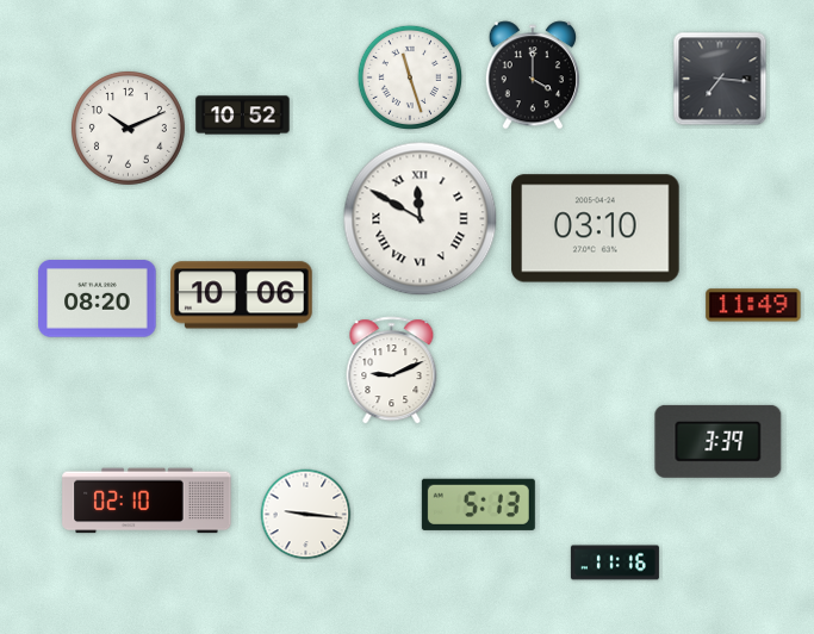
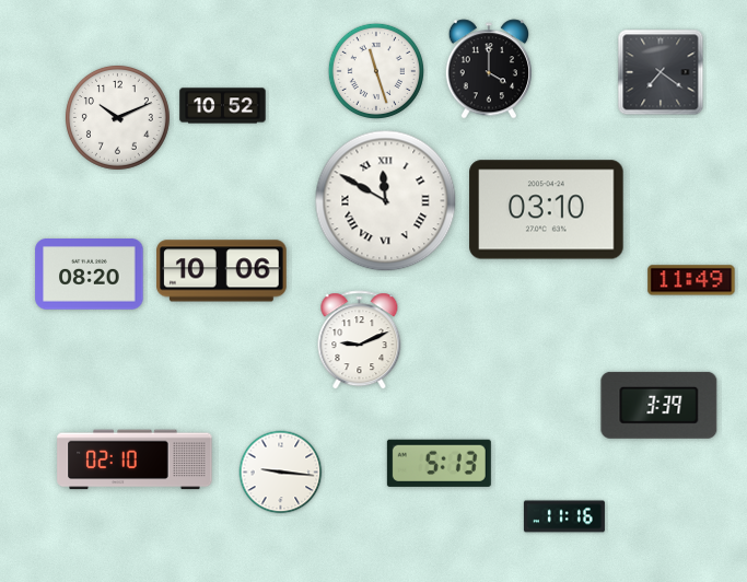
clock at (720, 79): 7:16 -> 7:21
